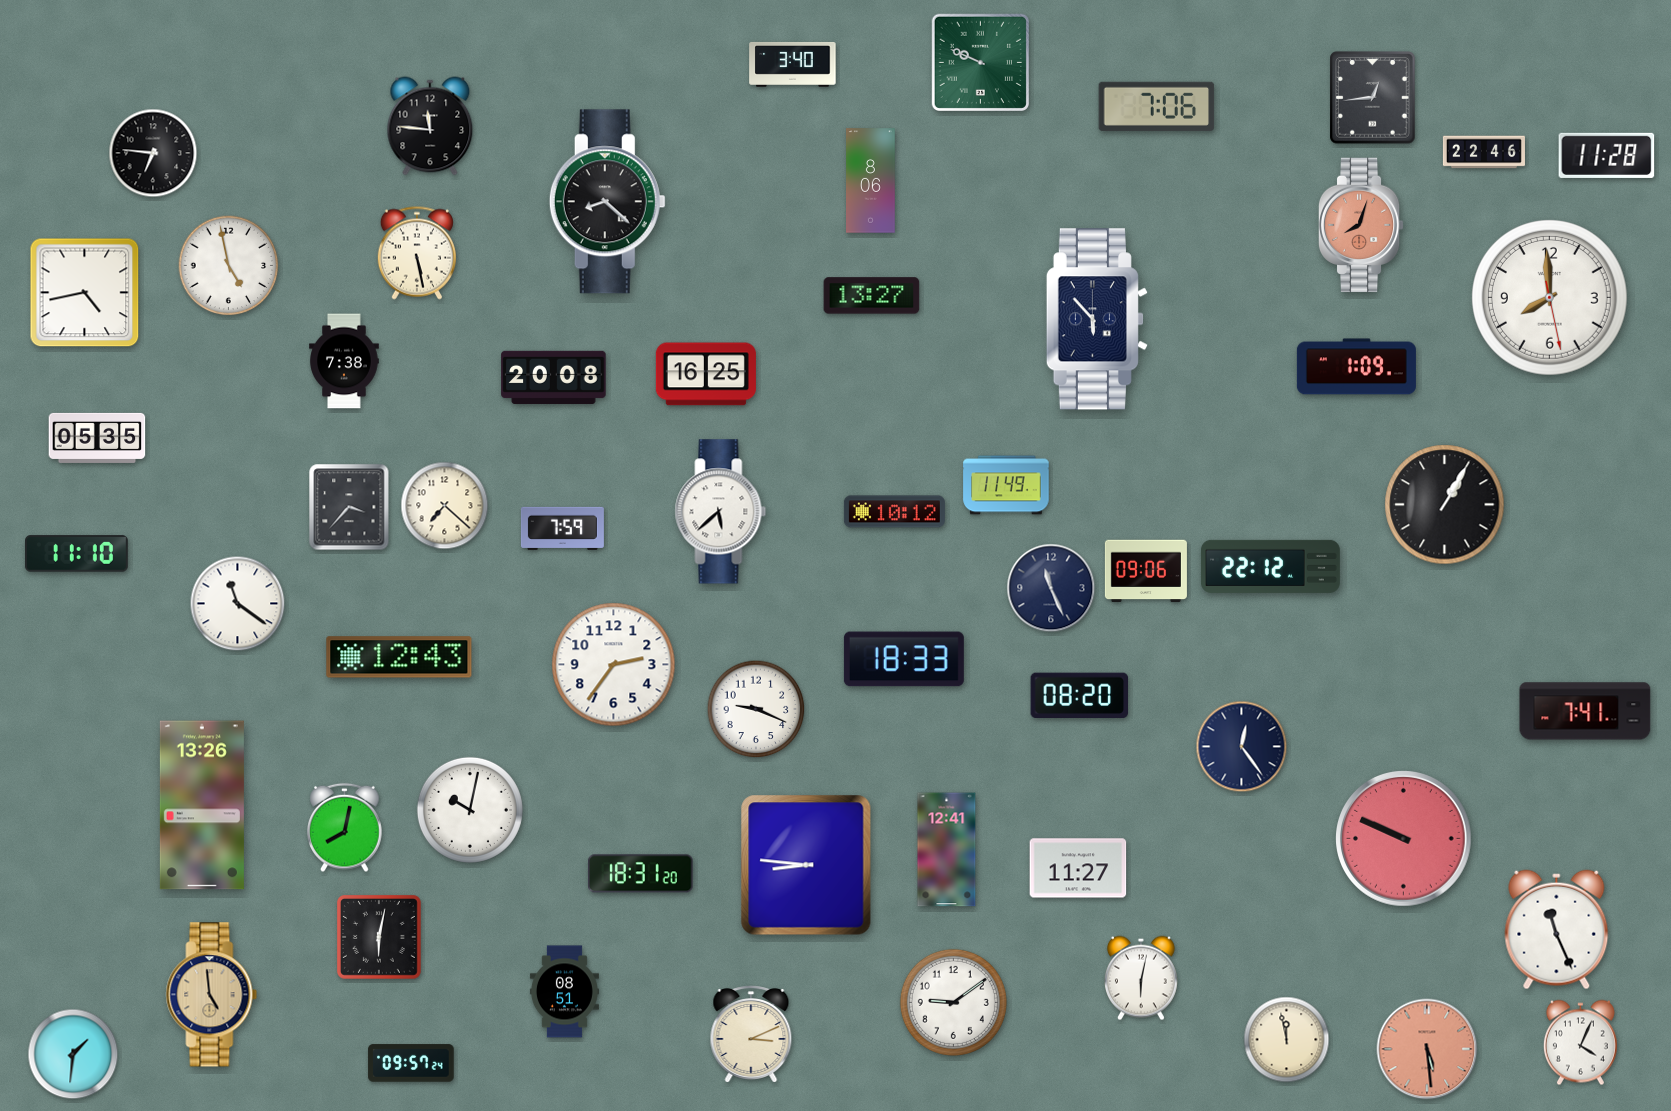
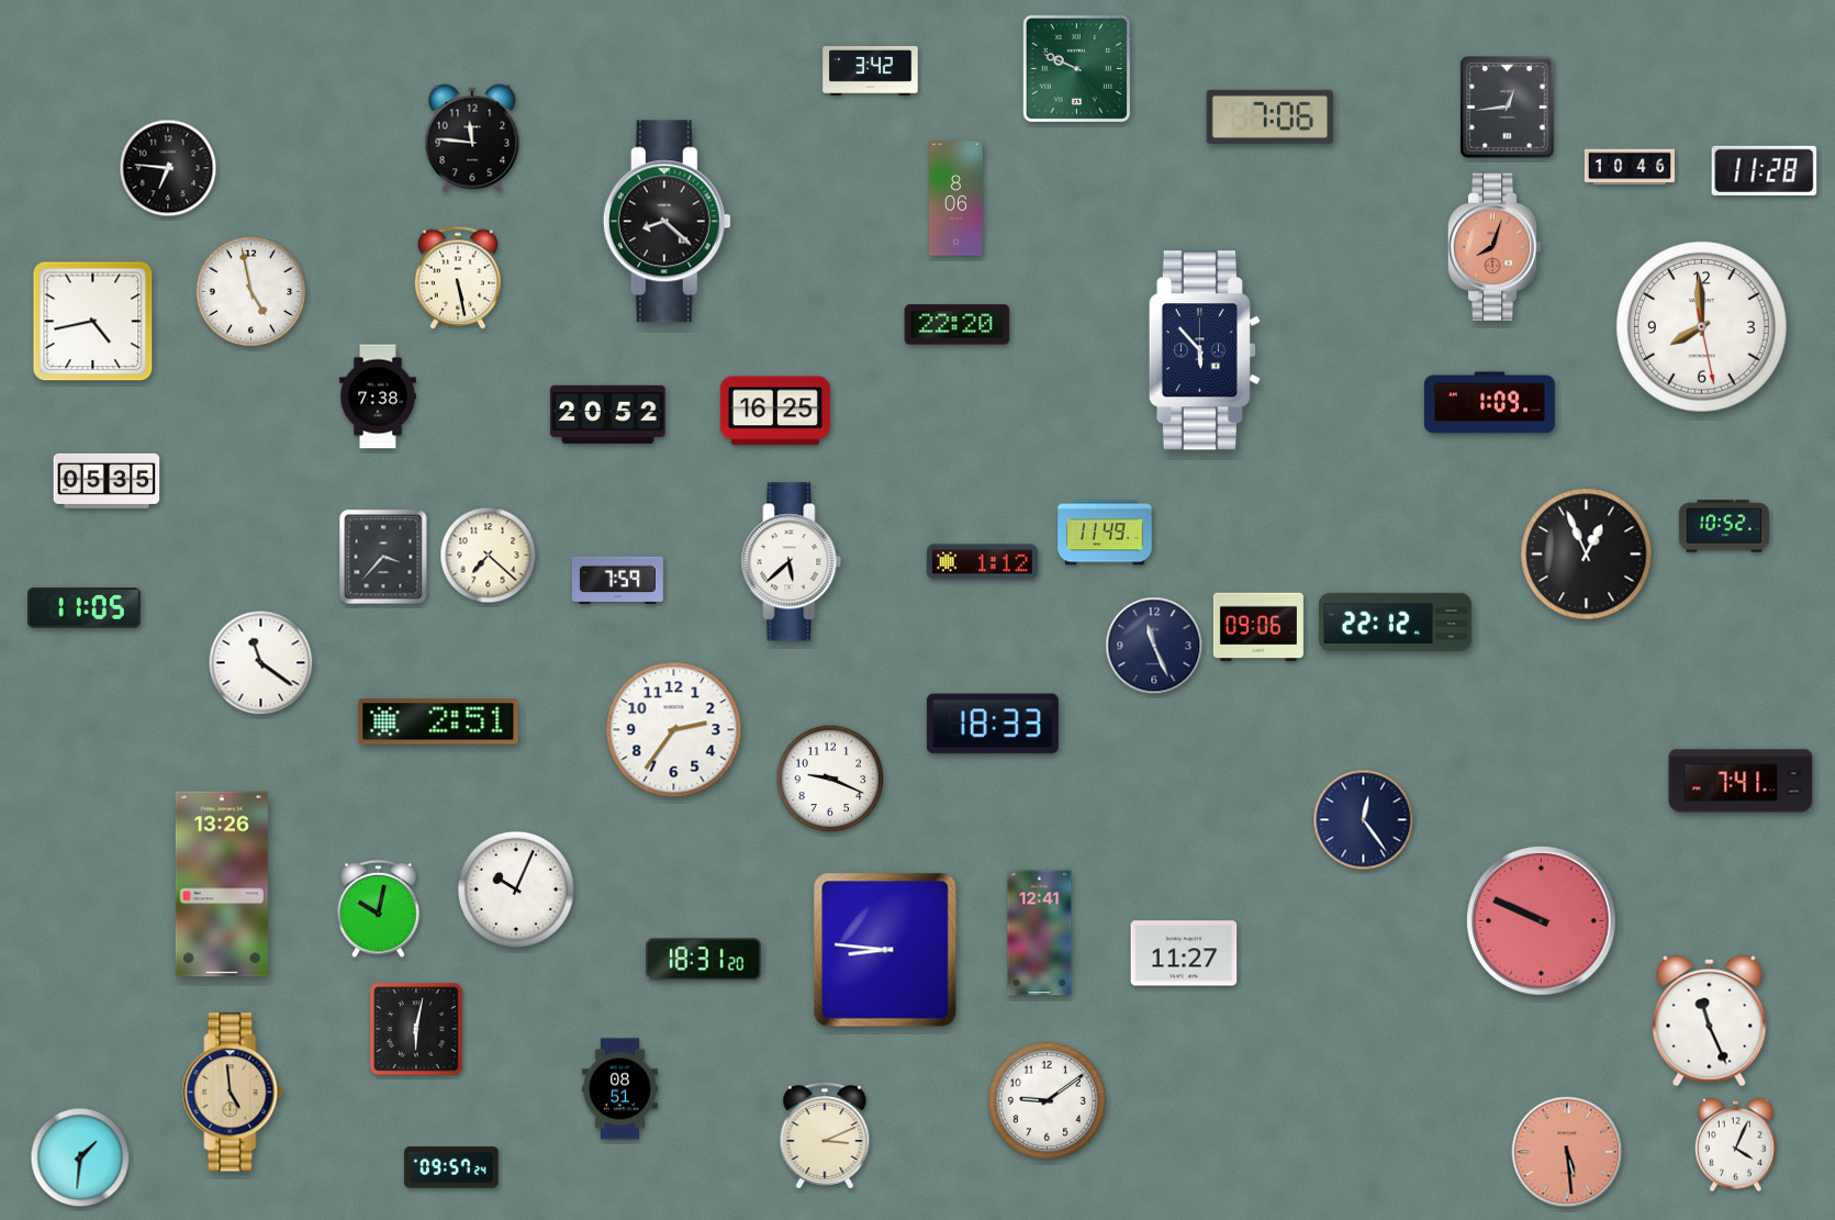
clock at (793, 64): 3:40 -> 3:42
clock at (1484, 152): 22:46 -> 10:46
clock at (872, 296): 13:27 -> 22:20
clock at (554, 377): 20:08 -> 20:52
clock at (1724, 526): none -> 10:52
clock at (1445, 505): 1:05 -> 12:56
clock at (894, 512): 10:12 -> 1:12
clock at (77, 554): 11:10 -> 11:05
clock at (399, 657): 12:43 -> 2:51
clock at (1079, 695): 08:20 -> none
clock at (470, 810): 10:02 -> 10:04
clock at (345, 828): 8:02 -> 10:02
clock at (1141, 978): 6:02 -> none
clock at (1287, 1040): 11:58 -> none
